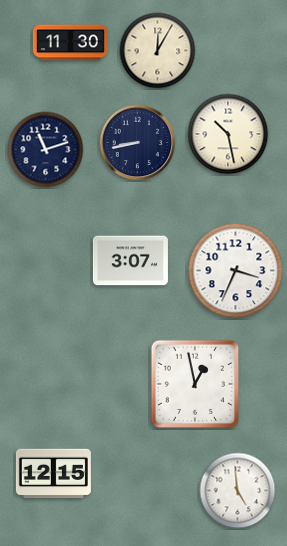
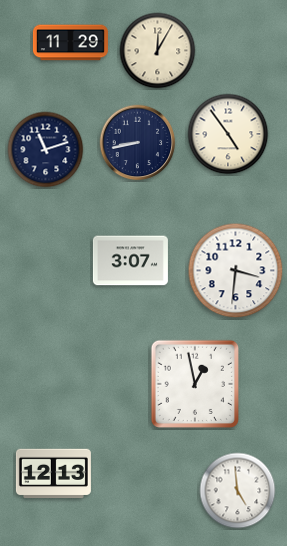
clock at (70, 43): 11:30 -> 11:29
clock at (228, 134): 10:28 -> 4:54
clock at (236, 271): 3:34 -> 3:31
clock at (53, 474): 12:15 -> 12:13
